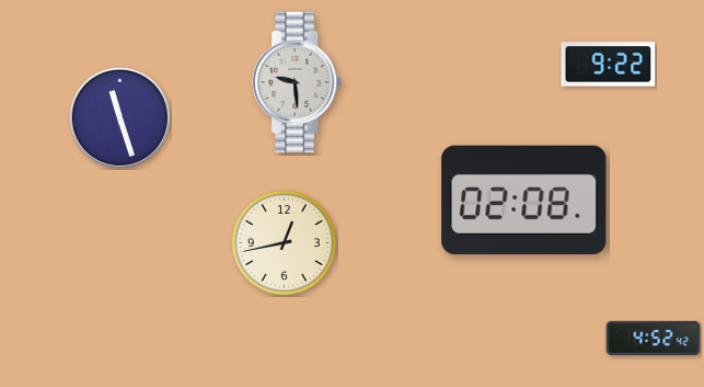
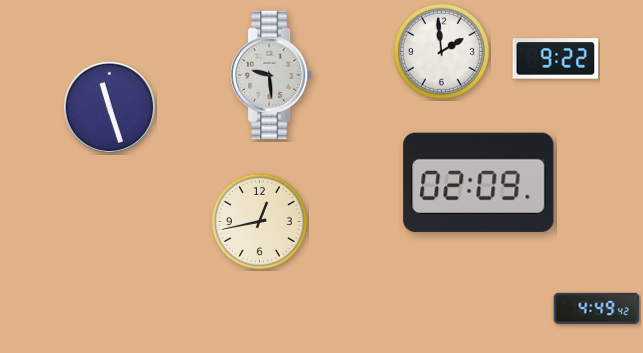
clock at (441, 51): none -> 1:59
clock at (524, 200): 02:08 -> 02:09
clock at (654, 339): 4:52 -> 4:49
